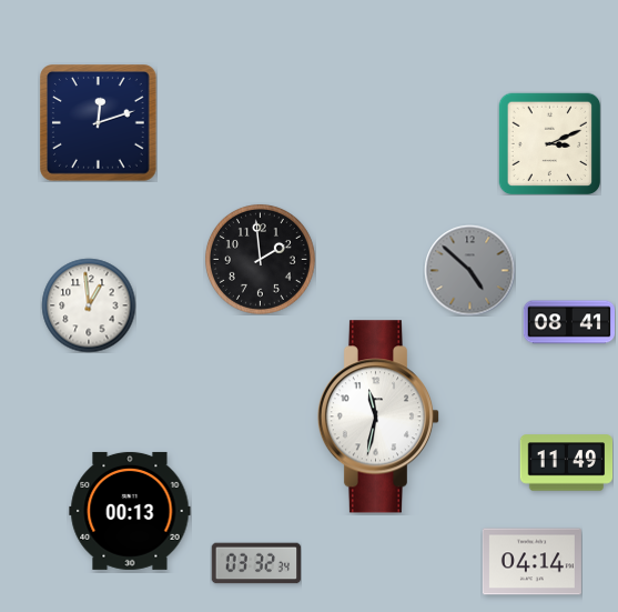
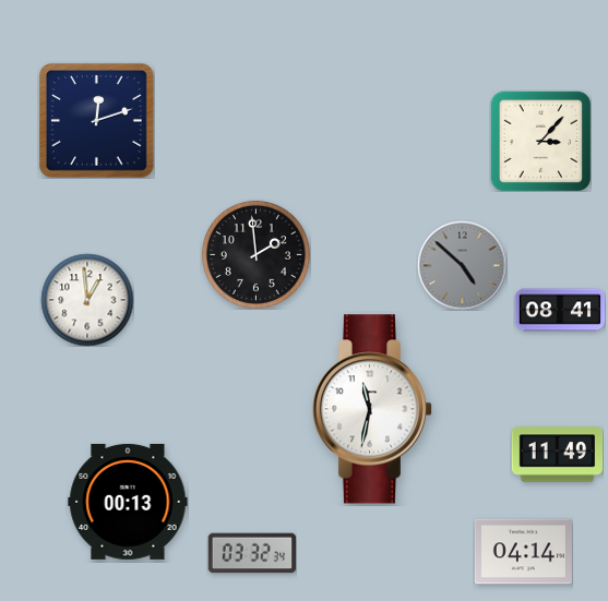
clock at (549, 143): 3:11 -> 3:07
clock at (569, 322) position: (569, 322) -> (560, 310)
